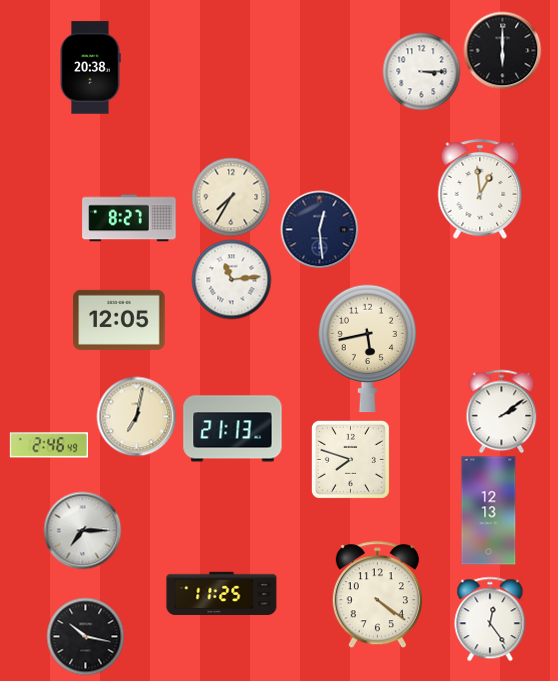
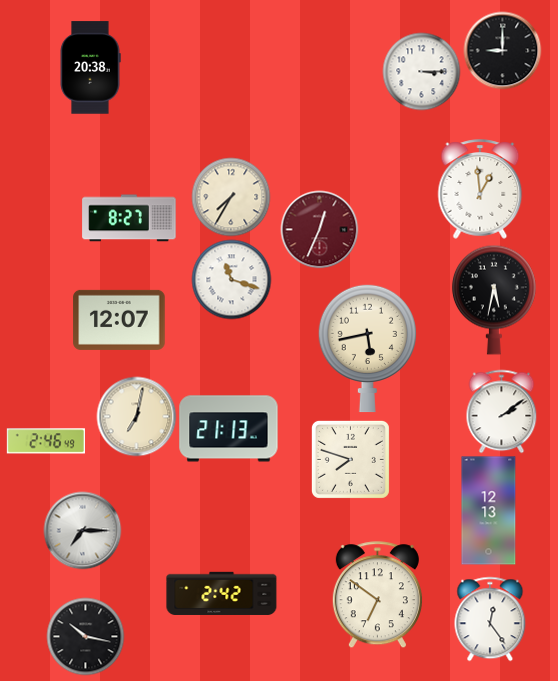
clock at (502, 50): 6:00 -> 9:00
clock at (319, 229): 12:29 -> 12:34
clock at (319, 229) dial: navy -> burgundy
clock at (231, 279): 11:14 -> 11:18
clock at (494, 300): none -> 5:32
clock at (119, 320): 12:05 -> 12:07
clock at (233, 429) position: (233, 429) -> (229, 429)
clock at (49, 445) position: (49, 445) -> (46, 441)
clock at (222, 593): 11:25 -> 2:42
clock at (377, 595): 4:21 -> 6:51
